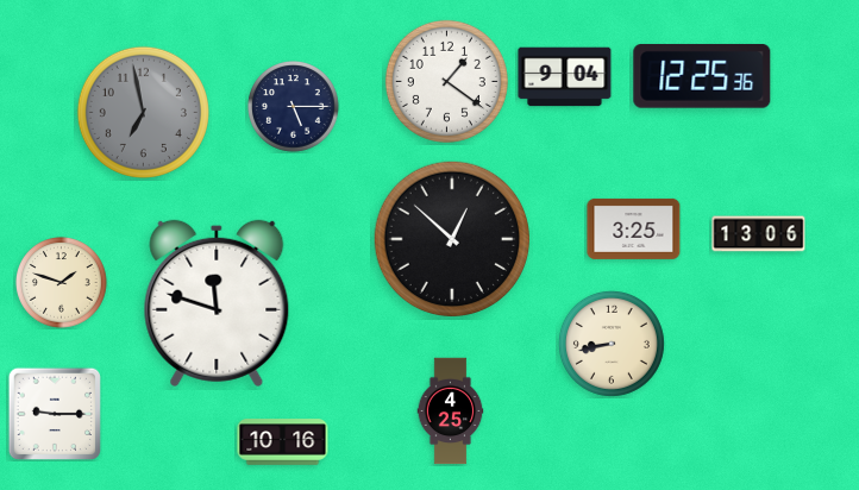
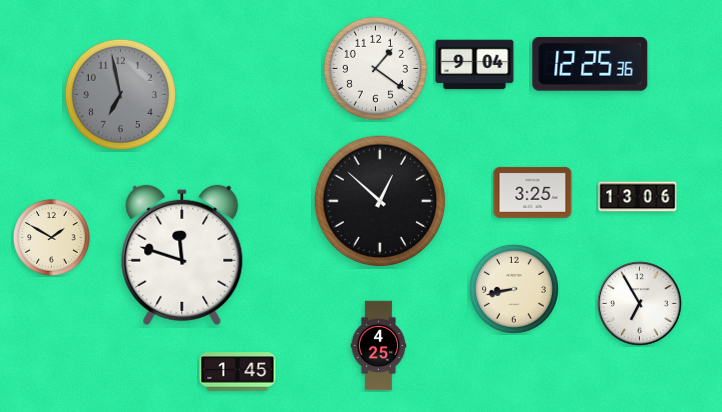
clock at (294, 107): 5:15 -> none
clock at (62, 283): 1:48 -> 1:50
clock at (640, 304): none -> 6:55
clock at (54, 413): 9:15 -> none
clock at (283, 442): 10:16 -> 1:45
